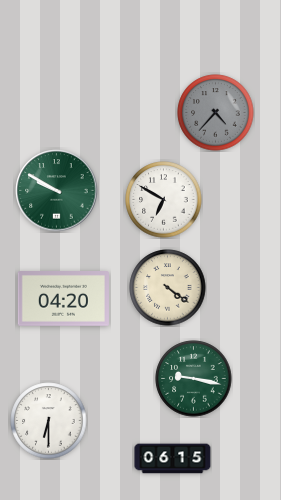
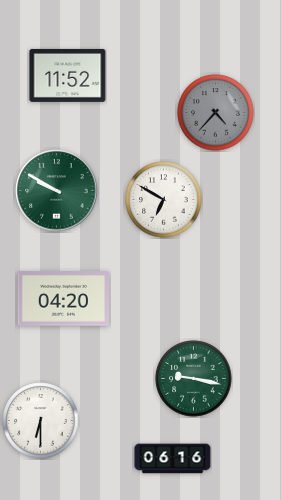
clock at (68, 75): none -> 11:52
clock at (168, 288): 4:21 -> none
clock at (49, 421) position: (49, 421) -> (41, 421)
clock at (173, 459): 06:15 -> 06:16
